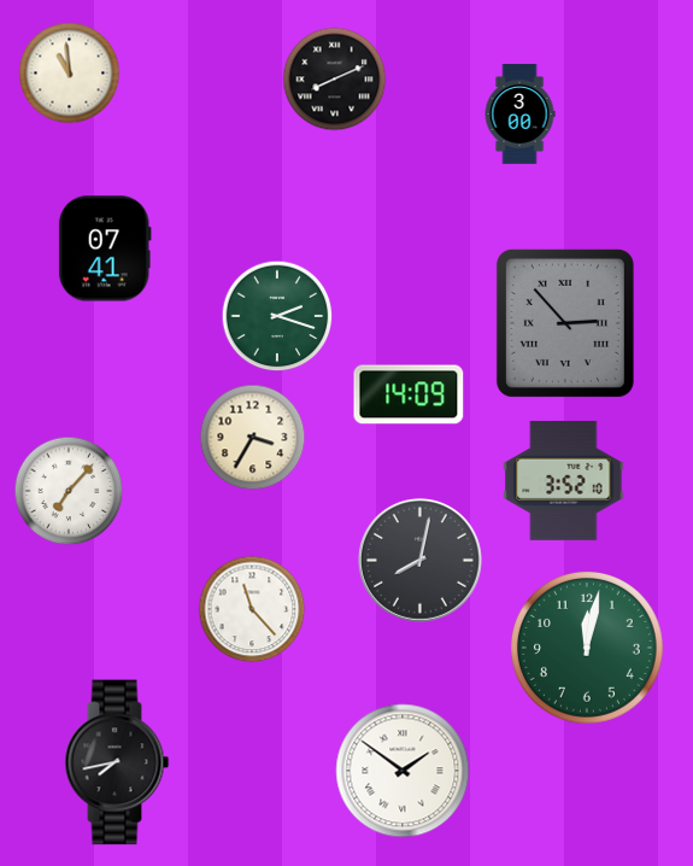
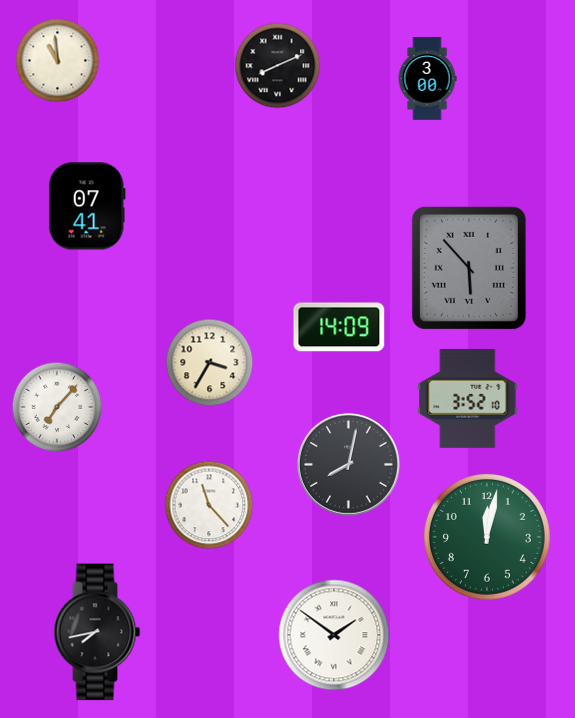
clock at (519, 115) position: (519, 115) -> (427, 79)
clock at (277, 316): 2:18 -> none
clock at (565, 323): 2:53 -> 5:53
clock at (403, 771) position: (403, 771) -> (334, 635)
